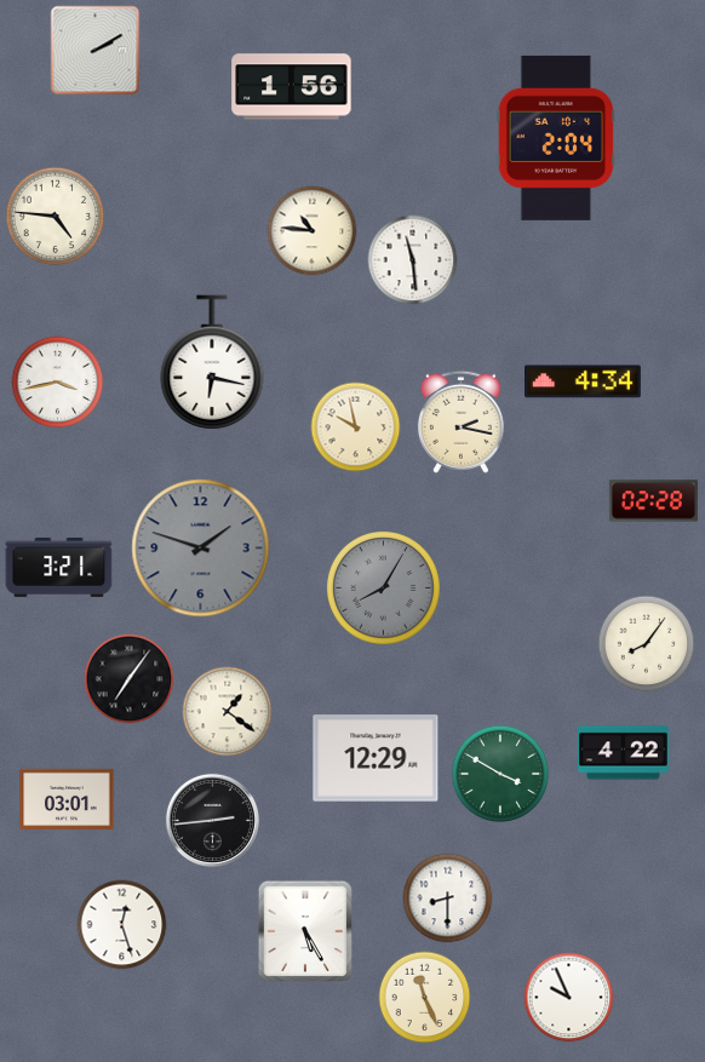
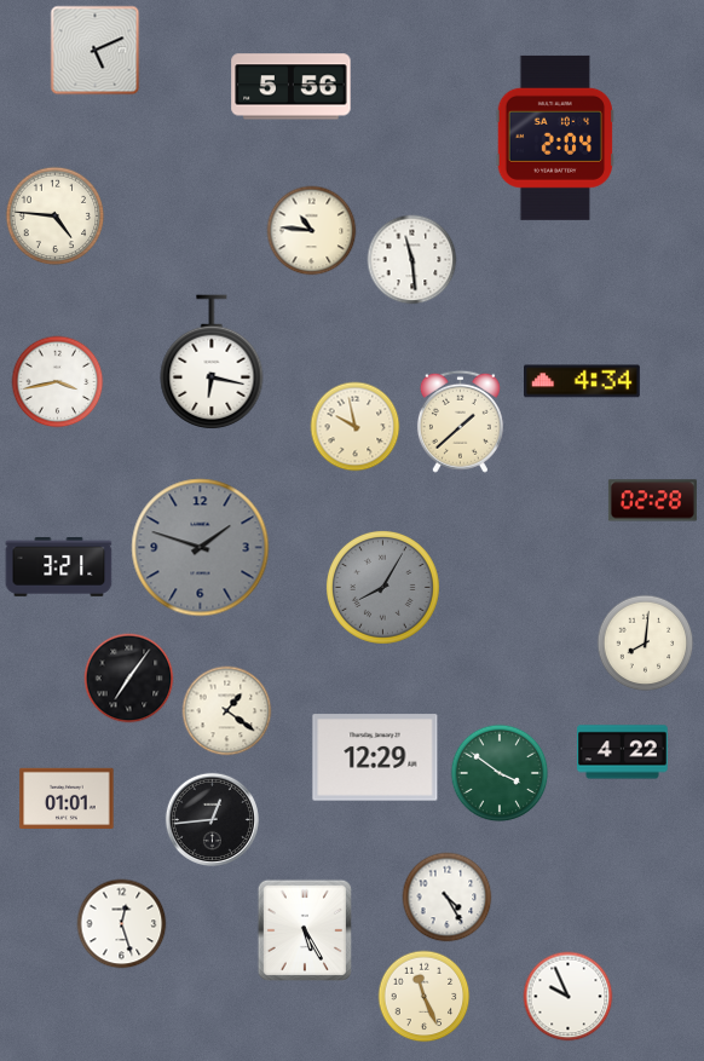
clock at (96, 51): 2:10 -> 5:11
clock at (292, 87): 1:56 -> 5:56
clock at (460, 421): 2:17 -> 1:38
clock at (647, 644): 8:06 -> 8:01
clock at (500, 774): 3:50 -> 3:51
clock at (67, 798): 03:01 -> 01:01
clock at (212, 820): 2:44 -> 12:44
clock at (448, 899): 8:30 -> 4:25
